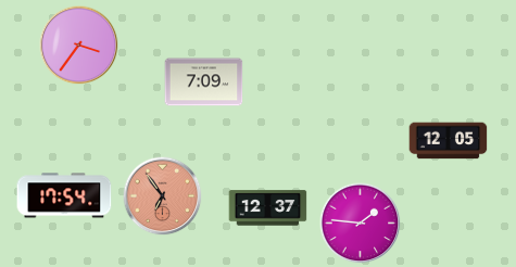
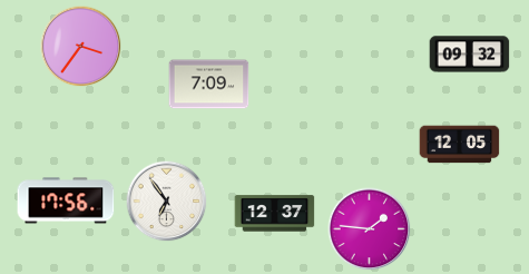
clock at (470, 55): none -> 09:32
clock at (64, 195): 17:54 -> 17:56
clock at (163, 196) dial: salmon -> white
